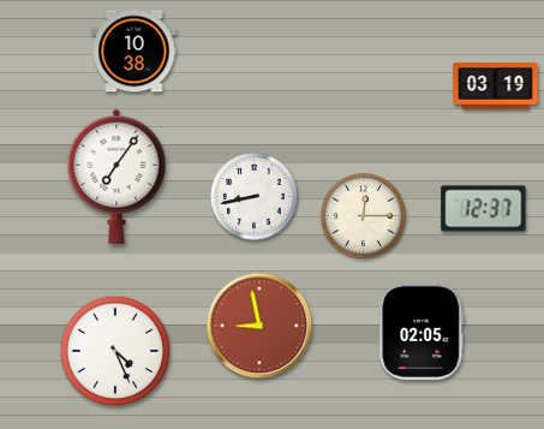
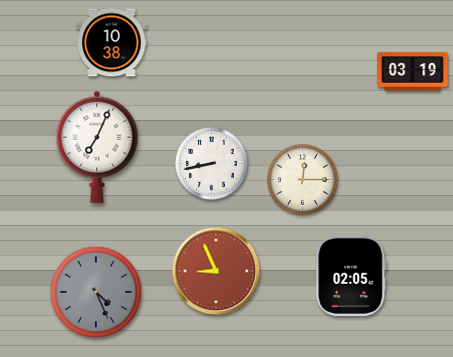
clock at (116, 177): 7:06 -> 7:04
clock at (484, 209): 12:37 -> none
clock at (259, 326): 8:58 -> 8:56
clock at (115, 351) dial: white -> grey
